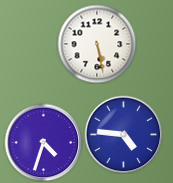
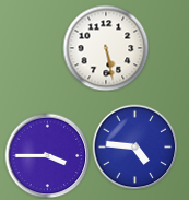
clock at (43, 142): 4:33 -> 3:45
